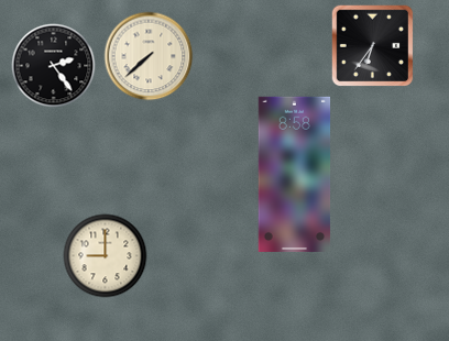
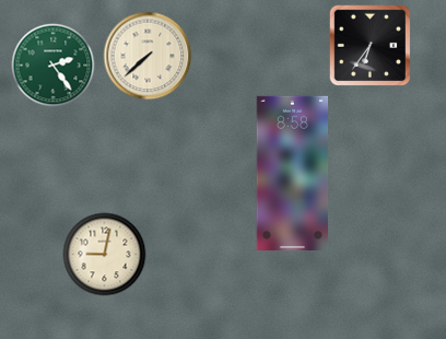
clock at (54, 66) dial: black -> green
clock at (106, 256): 9:00 -> 9:02
